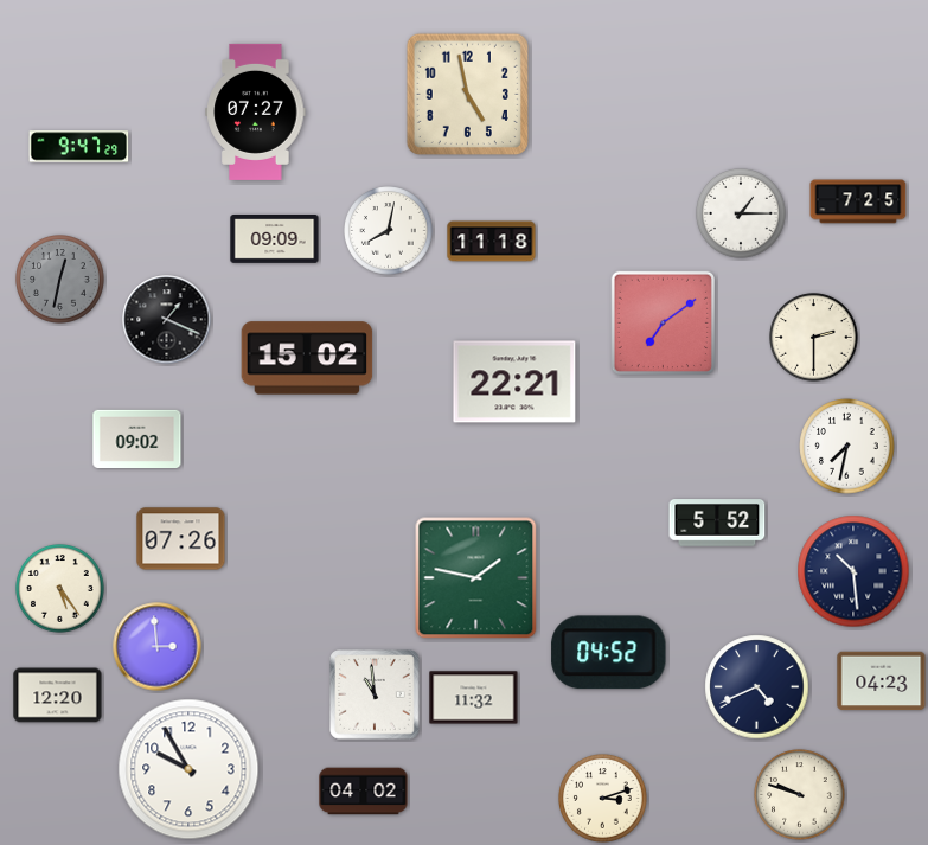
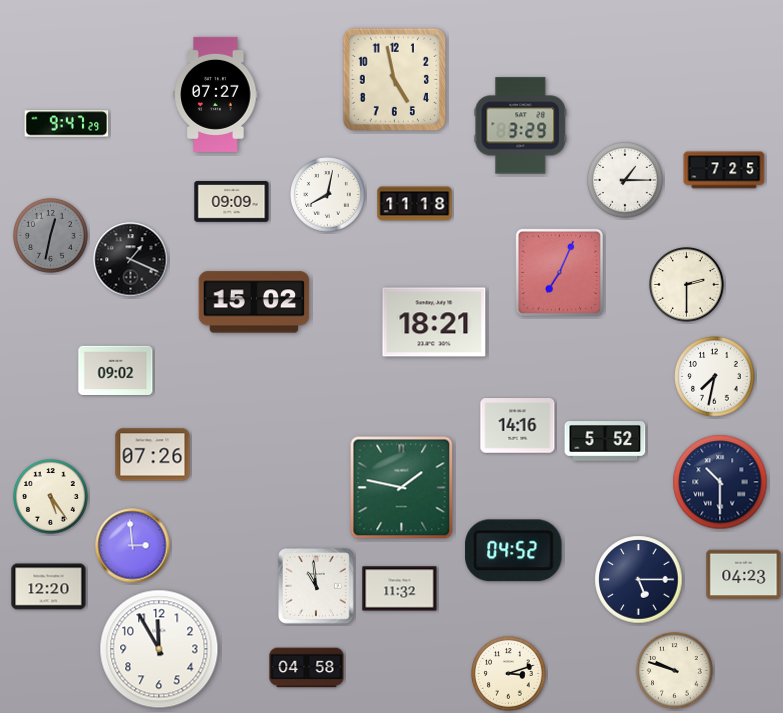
clock at (521, 126): none -> 3:29
clock at (167, 320) position: (167, 320) -> (131, 260)
clock at (663, 322): 7:09 -> 7:04
clock at (307, 358) position: (307, 358) -> (254, 302)
clock at (514, 382): 22:21 -> 18:21
clock at (518, 426): none -> 14:16
clock at (853, 571): 10:29 -> 10:30
clock at (757, 687): 4:41 -> 5:15
clock at (188, 769): 9:55 -> 11:55
clock at (364, 792): 04:02 -> 04:58
